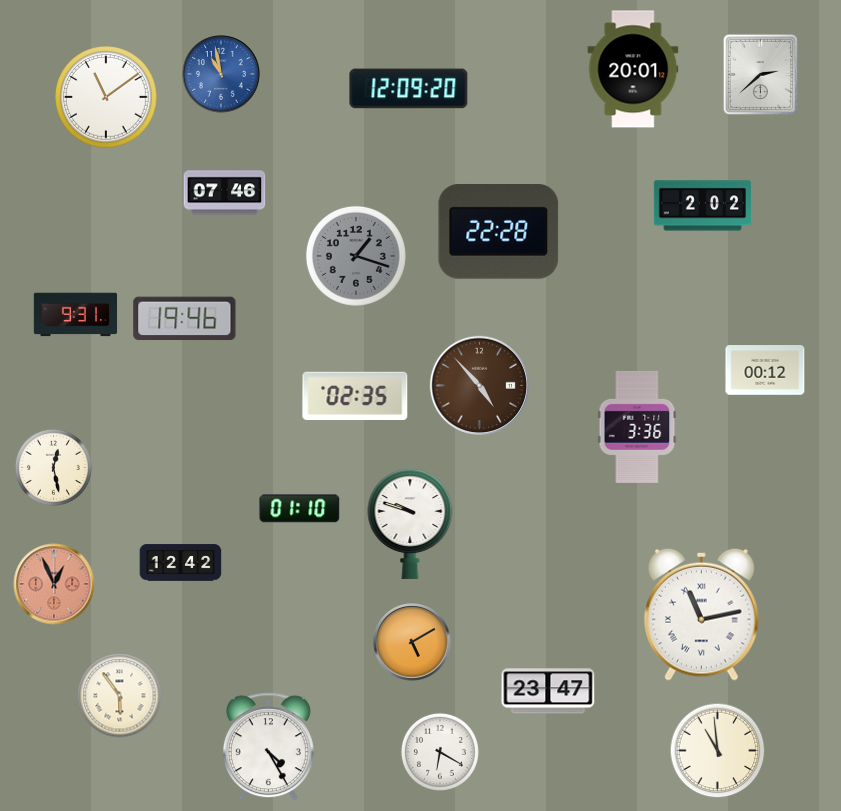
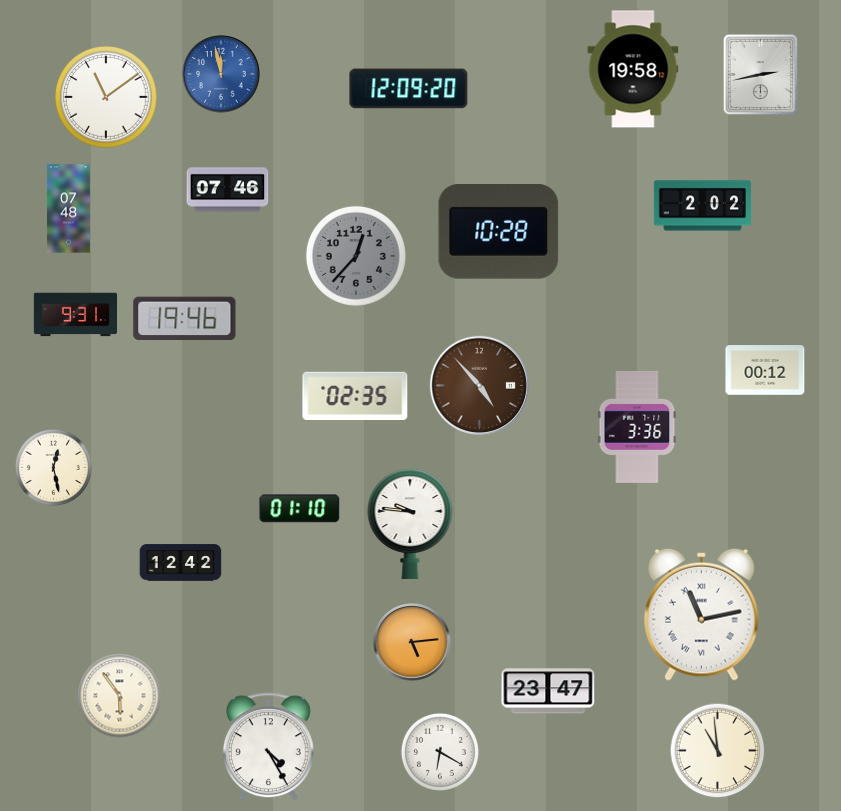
clock at (633, 69): 20:01 -> 19:58
clock at (221, 74): 10:58 -> 11:58
clock at (760, 74): 2:38 -> 2:43
clock at (225, 193) position: (225, 193) -> (228, 190)
clock at (68, 209): none -> 07:48
clock at (499, 231): 22:28 -> 10:28
clock at (356, 256): 1:18 -> 12:37
clock at (410, 524): 9:48 -> 9:46
clock at (54, 584): 12:56 -> none
clock at (412, 642): 5:10 -> 5:14
